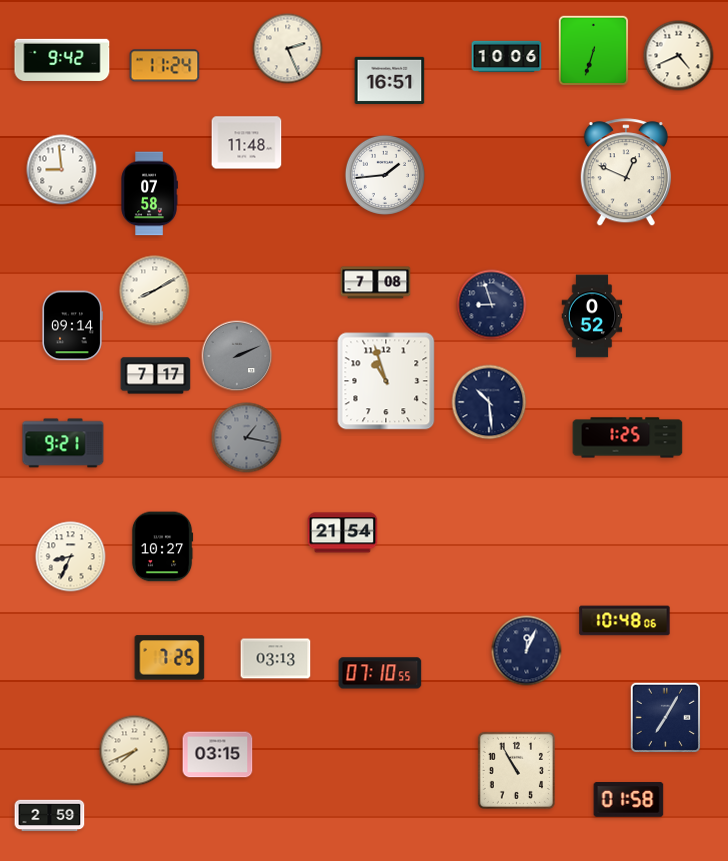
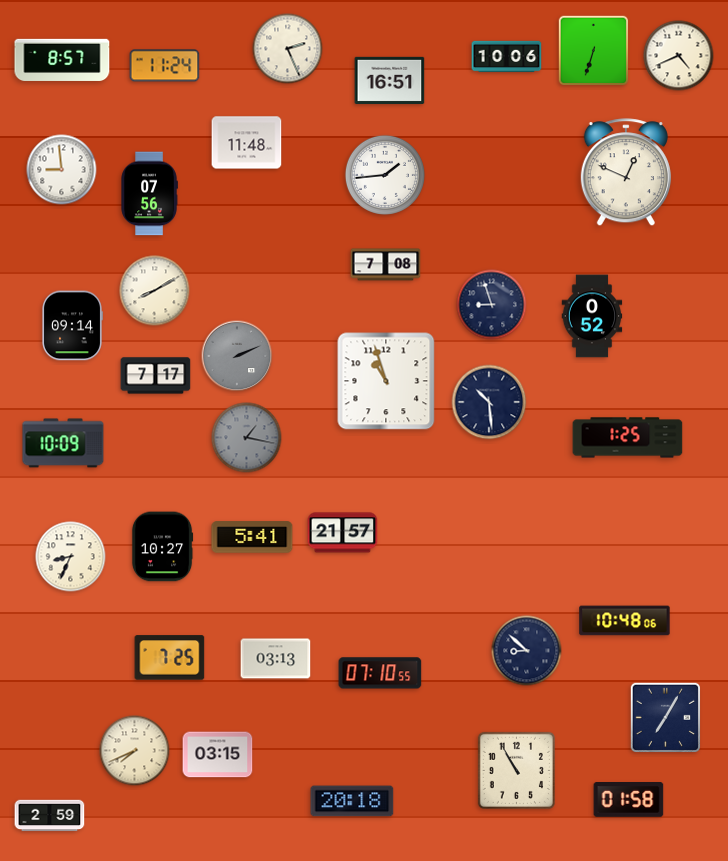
clock at (62, 60): 9:42 -> 8:57
clock at (149, 194): 07:58 -> 07:56
clock at (376, 283) position: (376, 283) -> (386, 265)
clock at (63, 443): 9:21 -> 10:09
clock at (343, 533): 21:54 -> 21:57
clock at (252, 537): none -> 5:41
clock at (527, 651): 12:04 -> 8:52
clock at (352, 801): none -> 20:18
